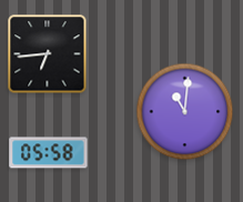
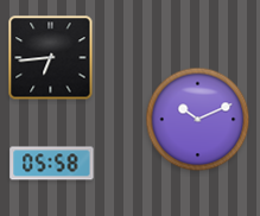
clock at (185, 112): 11:01 -> 10:11
